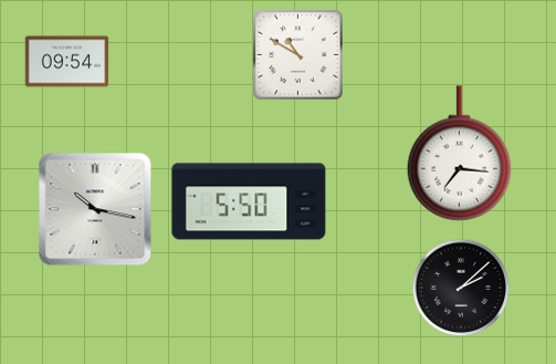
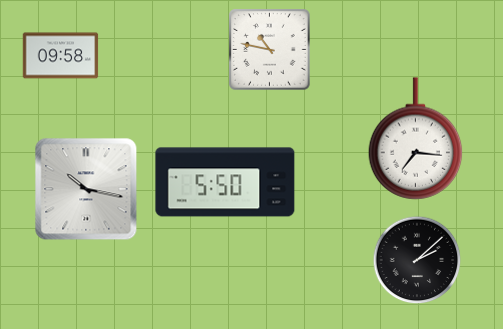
clock at (298, 55): 10:50 -> 10:47
clock at (67, 62): 09:54 -> 09:58
